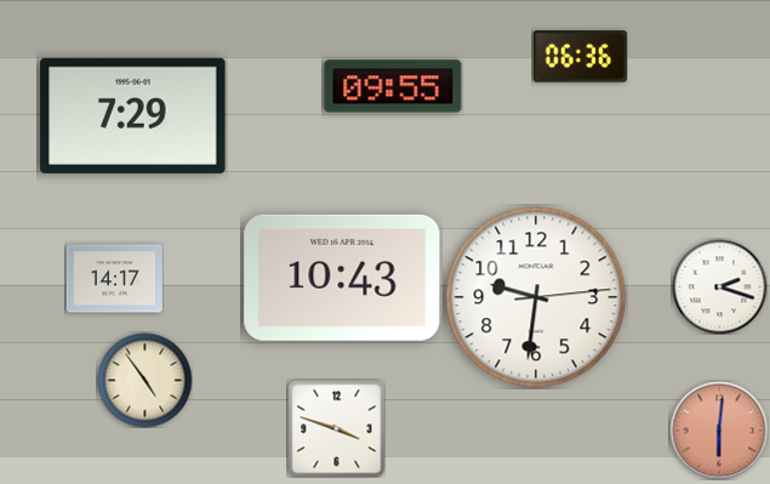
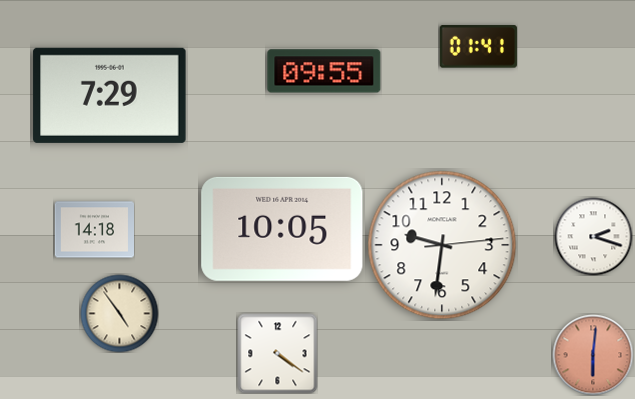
clock at (580, 57): 06:36 -> 01:41
clock at (342, 278): 10:43 -> 10:05
clock at (114, 279): 14:17 -> 14:18
clock at (336, 428): 3:48 -> 4:21
